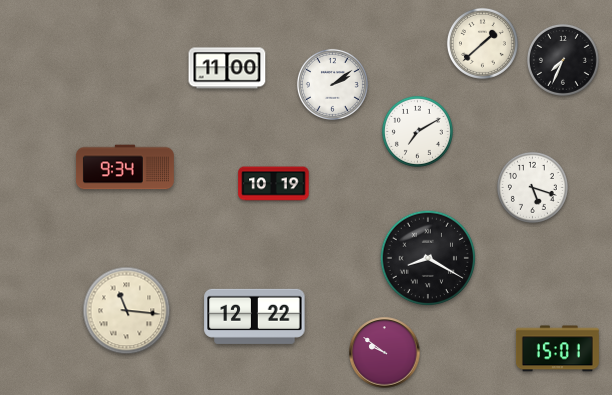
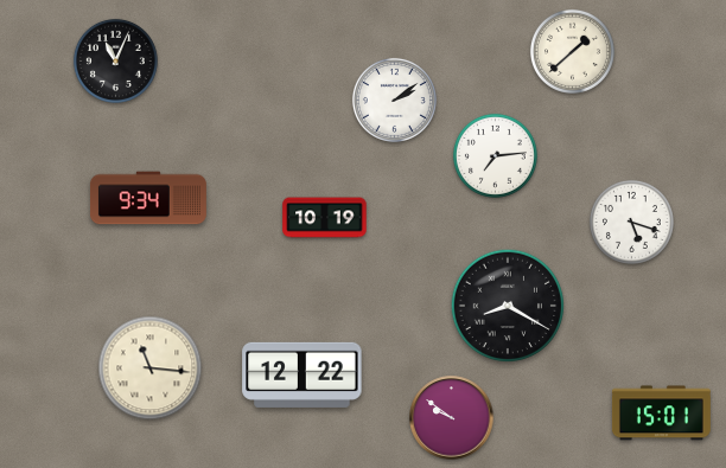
clock at (115, 60): none -> 11:04
clock at (563, 60): 7:34 -> none
clock at (227, 68): 11:00 -> none
clock at (417, 131): 7:10 -> 7:14
clock at (385, 353) position: (385, 353) -> (452, 418)
